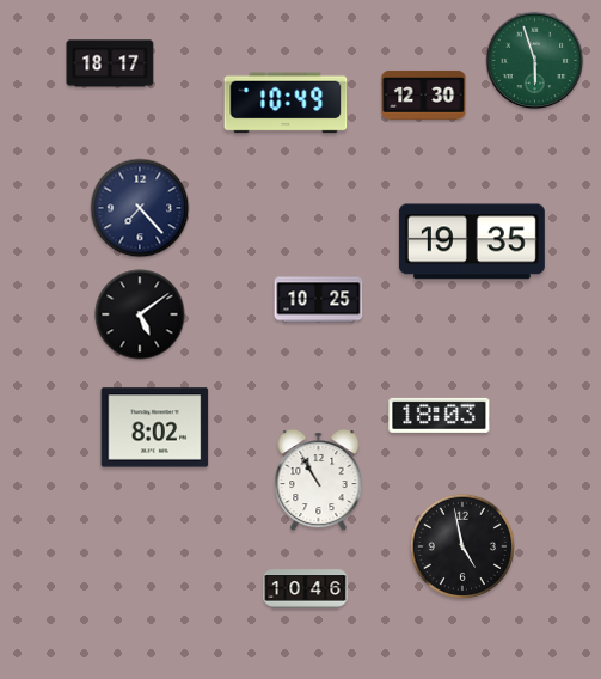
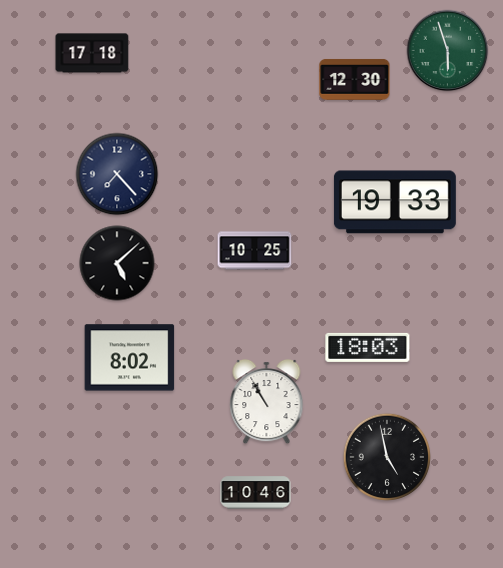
clock at (110, 63): 18:17 -> 17:18
clock at (286, 103): 10:49 -> none
clock at (472, 241): 19:35 -> 19:33
clock at (319, 300) position: (319, 300) -> (255, 251)
clock at (140, 314): 5:09 -> 5:08
